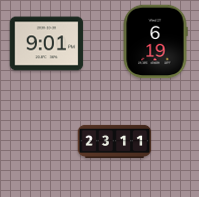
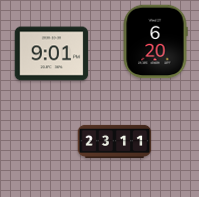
clock at (155, 42): 6:19 -> 6:20
clock at (47, 44) position: (47, 44) -> (52, 54)
